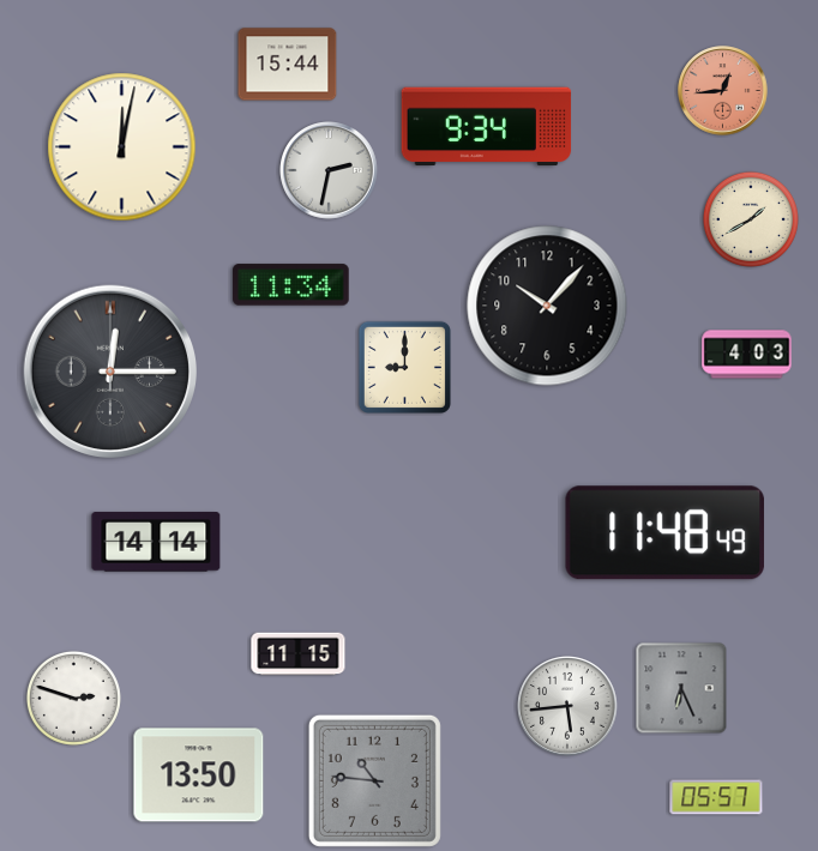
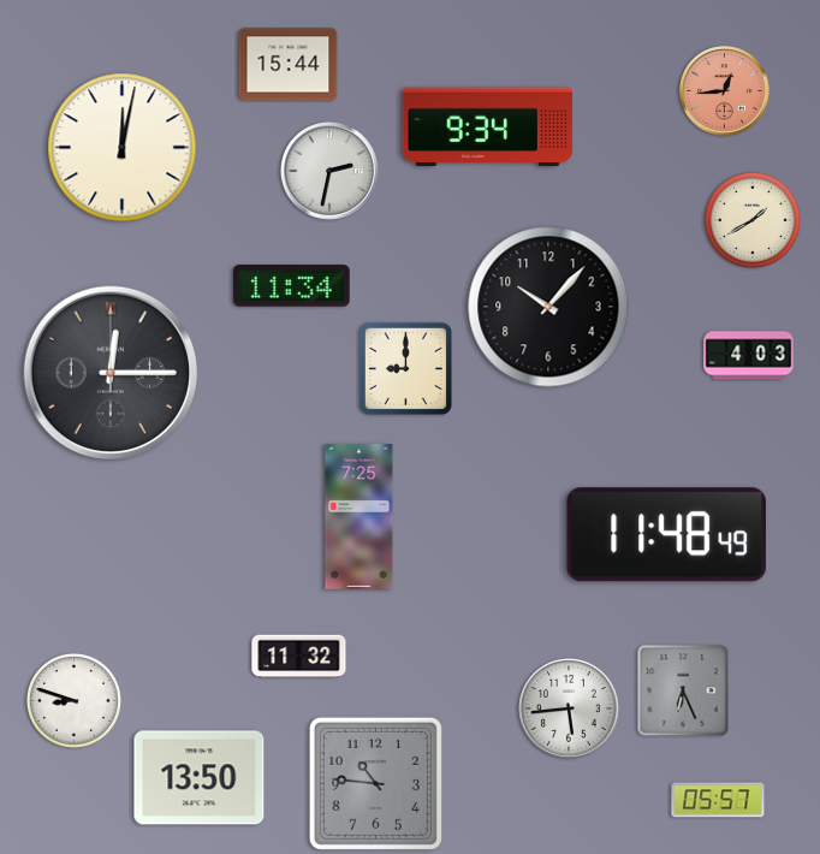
clock at (360, 516): none -> 7:25
clock at (156, 542): 14:14 -> none
clock at (299, 654): 11:15 -> 11:32
clock at (73, 698): 2:48 -> 8:48
